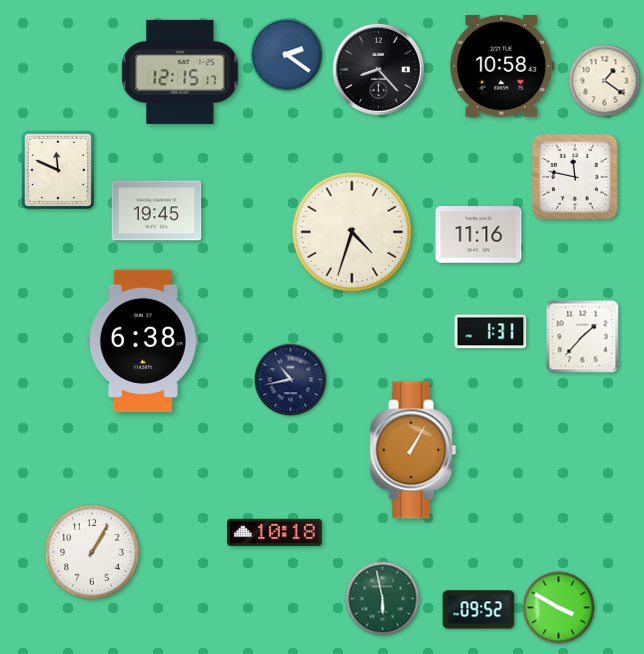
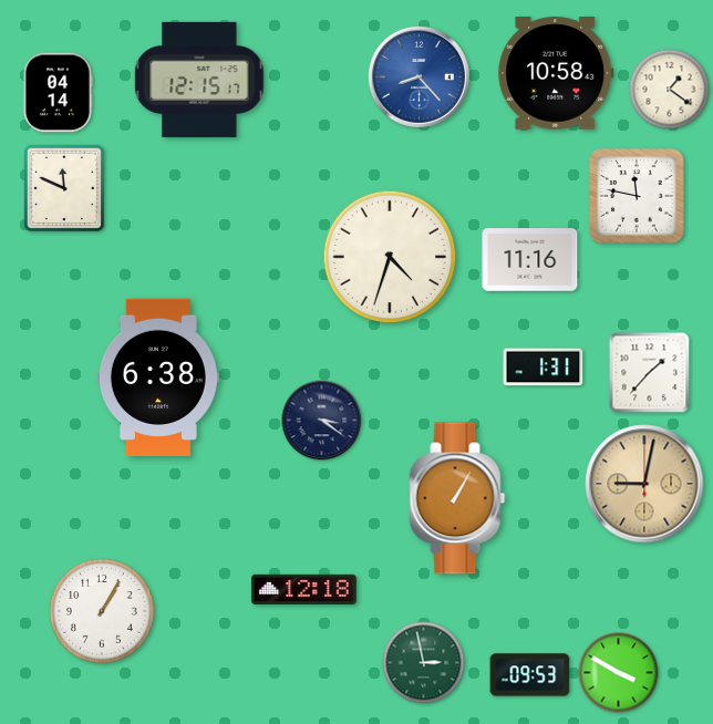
clock at (287, 55): 2:21 -> none
clock at (378, 69) dial: black -> blue
clock at (59, 93): none -> 04:14
clock at (157, 211): 19:45 -> none
clock at (583, 337) position: (583, 337) -> (650, 373)
clock at (291, 380): 10:43 -> 3:21
clock at (644, 484): none -> 9:02
clock at (275, 532): 10:18 -> 12:18
clock at (383, 599): 5:58 -> 2:58
clock at (479, 610): 09:52 -> 09:53
